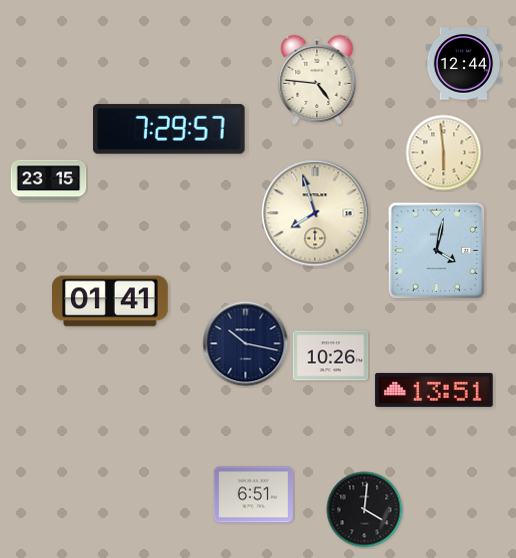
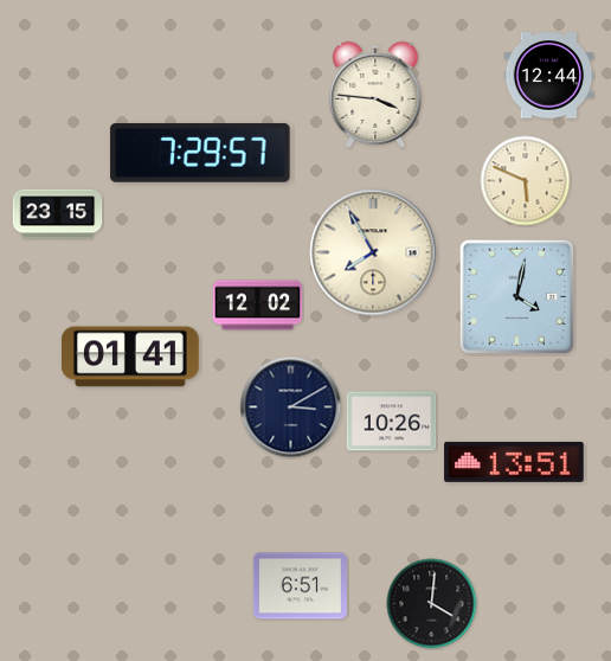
clock at (317, 80): 4:46 -> 3:46
clock at (444, 153): 5:59 -> 5:49
clock at (315, 213): 7:57 -> 7:55
clock at (258, 306): none -> 12:02
clock at (246, 344): 10:17 -> 3:10
